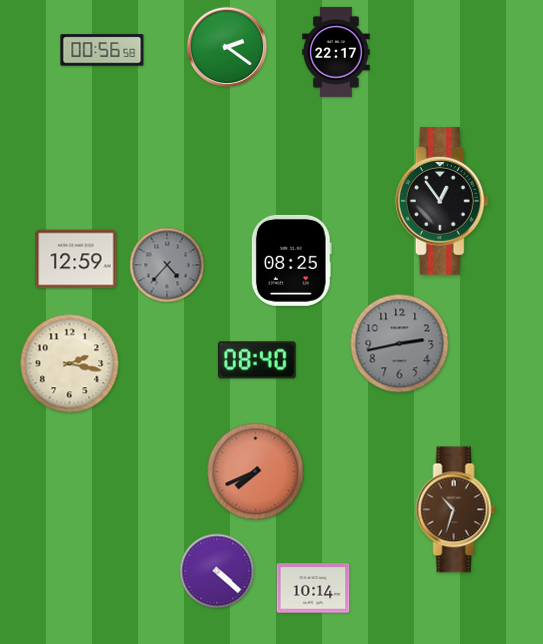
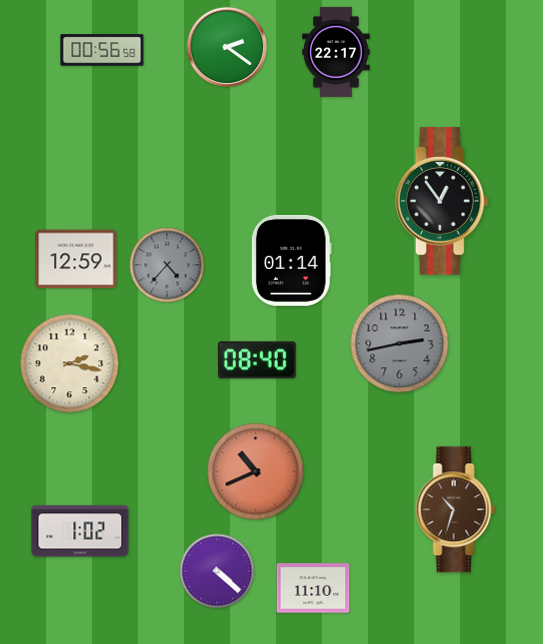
clock at (291, 260): 08:25 -> 01:14
clock at (256, 472): 7:41 -> 10:41
clock at (80, 531): none -> 1:02
clock at (313, 588): 10:14 -> 11:10
